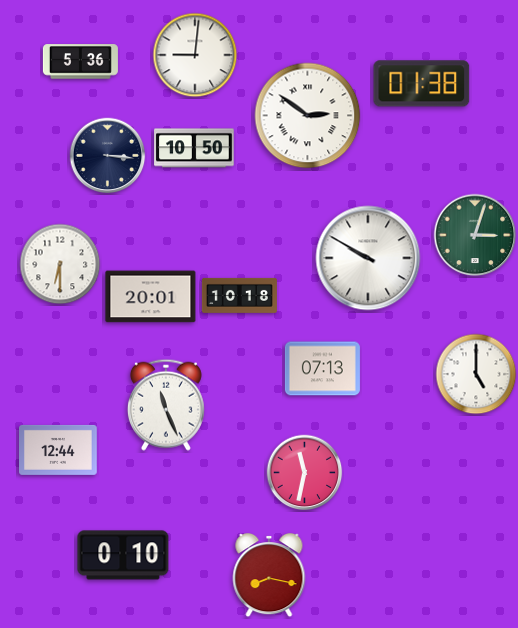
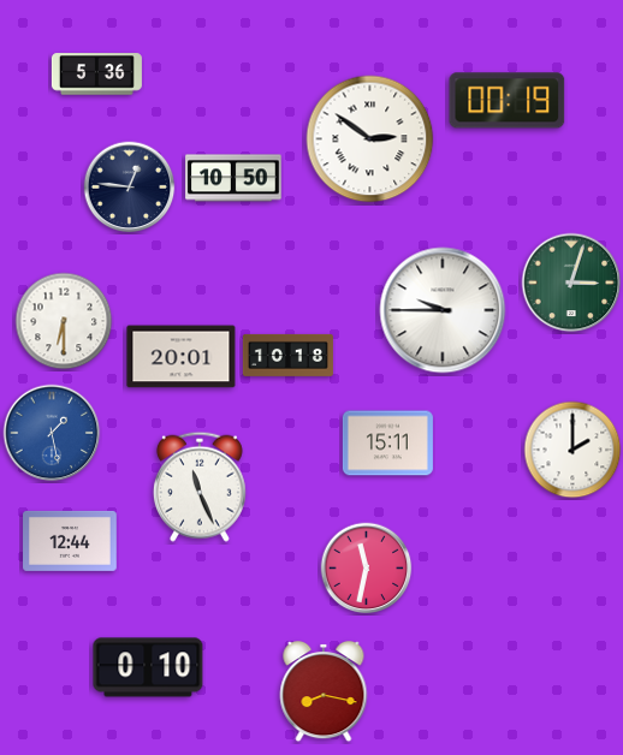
clock at (195, 55): 9:01 -> none
clock at (422, 84): 01:38 -> 00:19
clock at (108, 156): 3:16 -> 12:46
clock at (368, 258): 9:50 -> 9:45
clock at (60, 264) position: (60, 264) -> (64, 321)
clock at (52, 433): none -> 1:28
clock at (322, 369): 07:13 -> 15:11
clock at (476, 374): 5:00 -> 2:00
